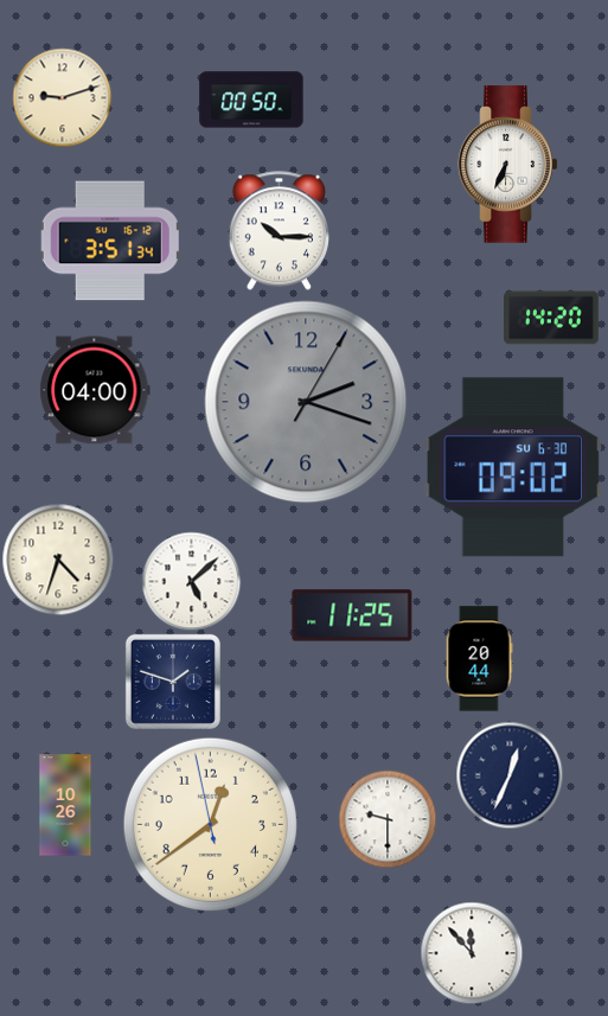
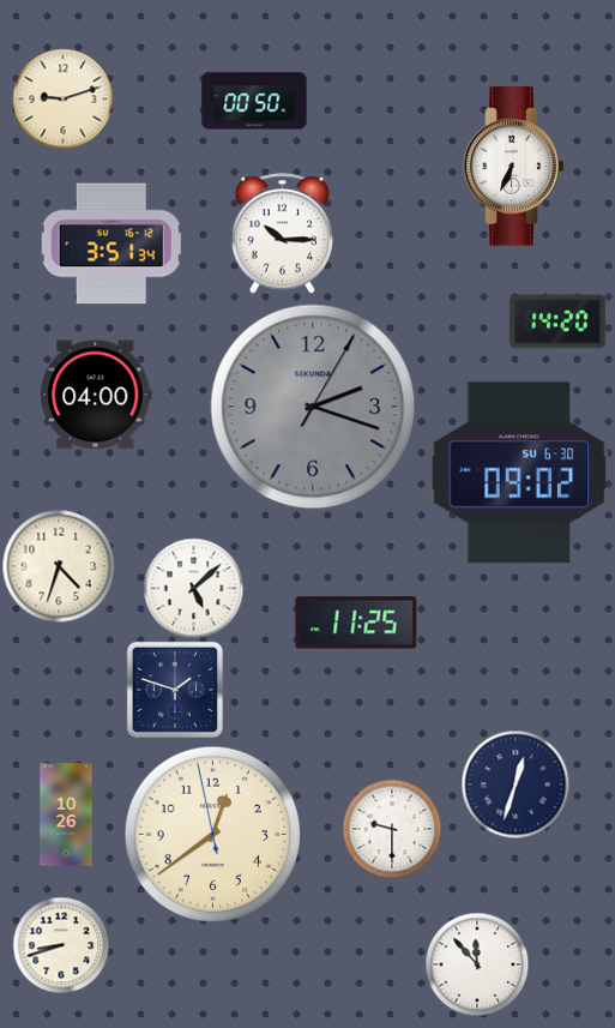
clock at (306, 402) position: (306, 402) -> (313, 407)
clock at (479, 659): 20:44 -> none
clock at (510, 775): 12:34 -> 12:33
clock at (61, 945): none -> 8:42
